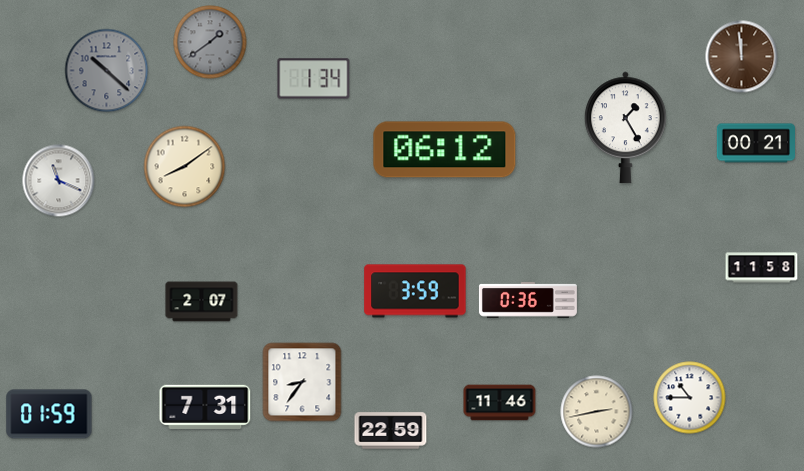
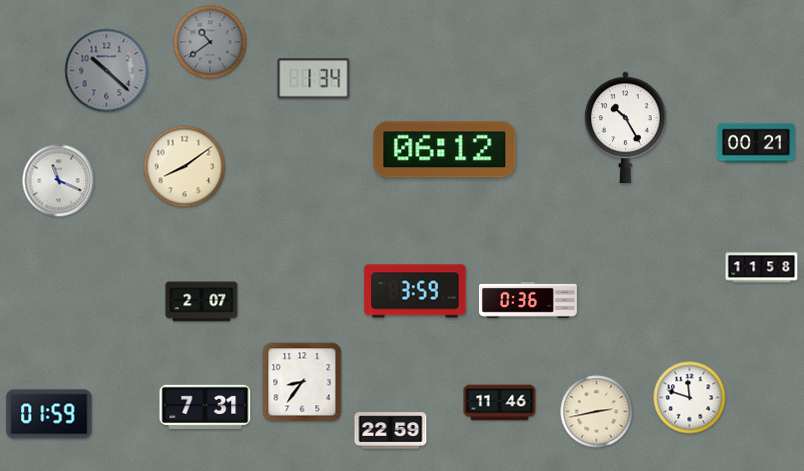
clock at (210, 42): 1:39 -> 10:39
clock at (742, 57): 11:59 -> none
clock at (626, 128): 1:25 -> 10:25
clock at (690, 398): 10:45 -> 11:48
